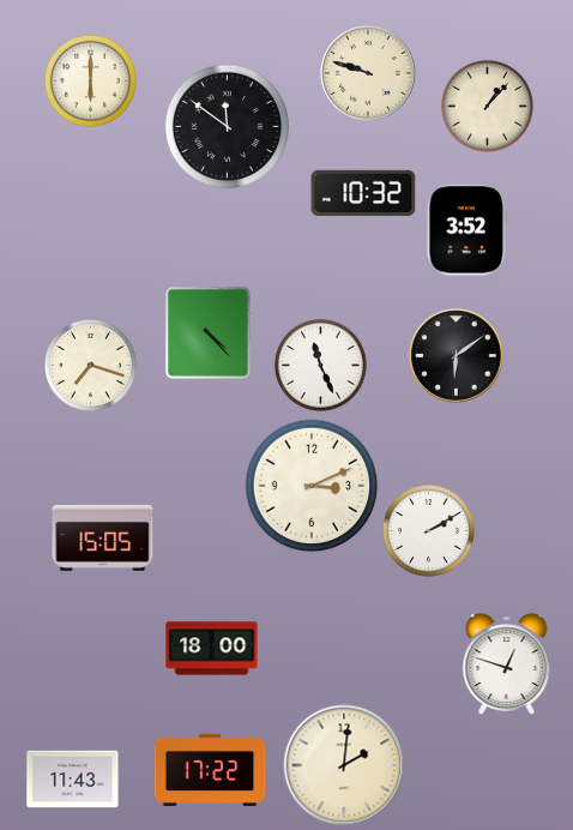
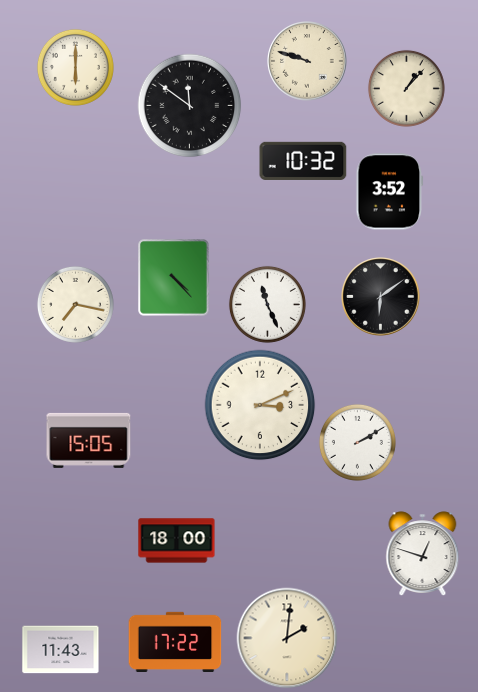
clock at (90, 365): 7:18 -> 7:17
clock at (103, 537) position: (103, 537) -> (89, 440)
